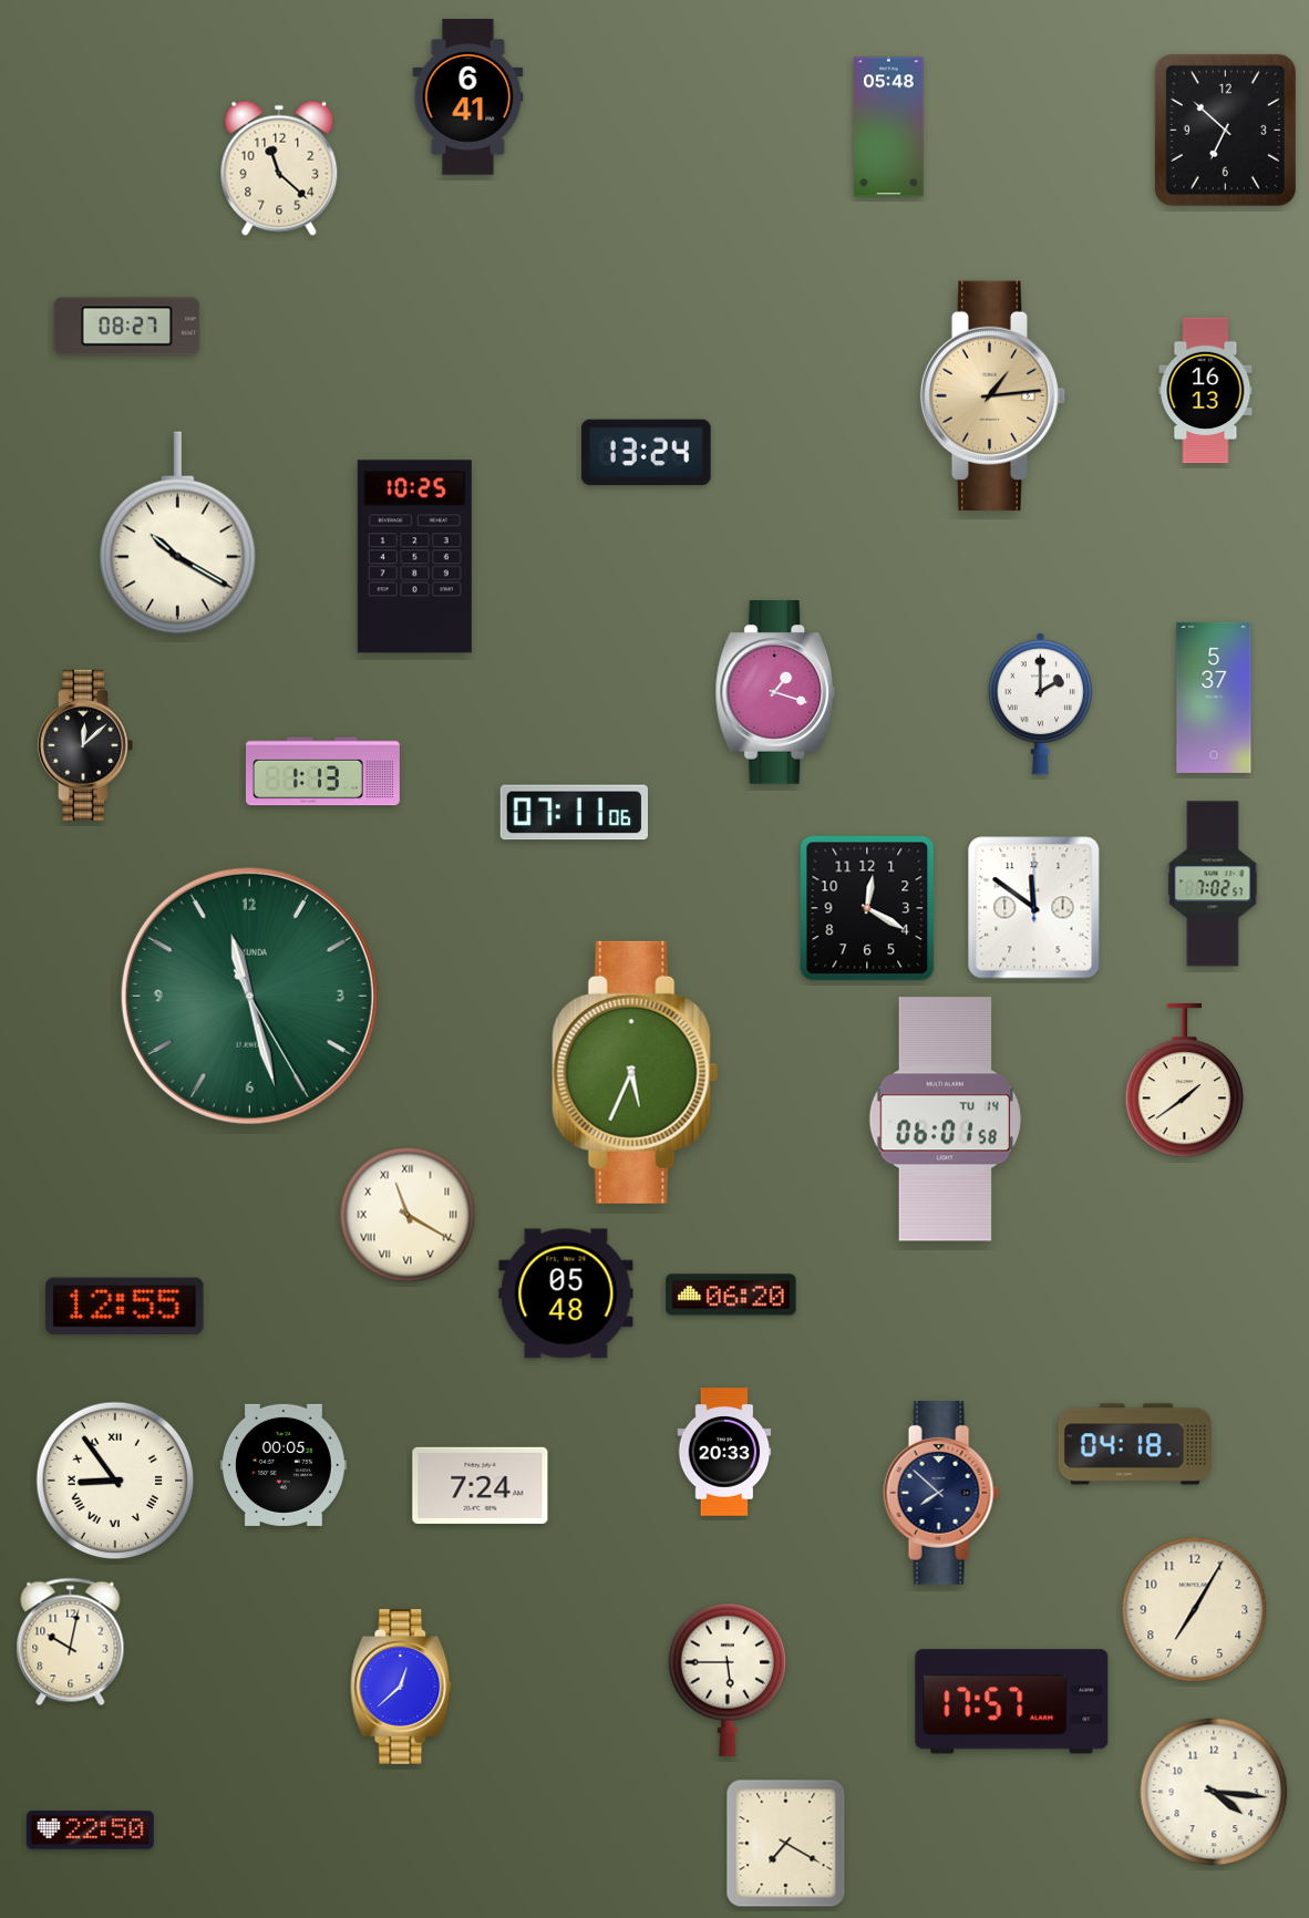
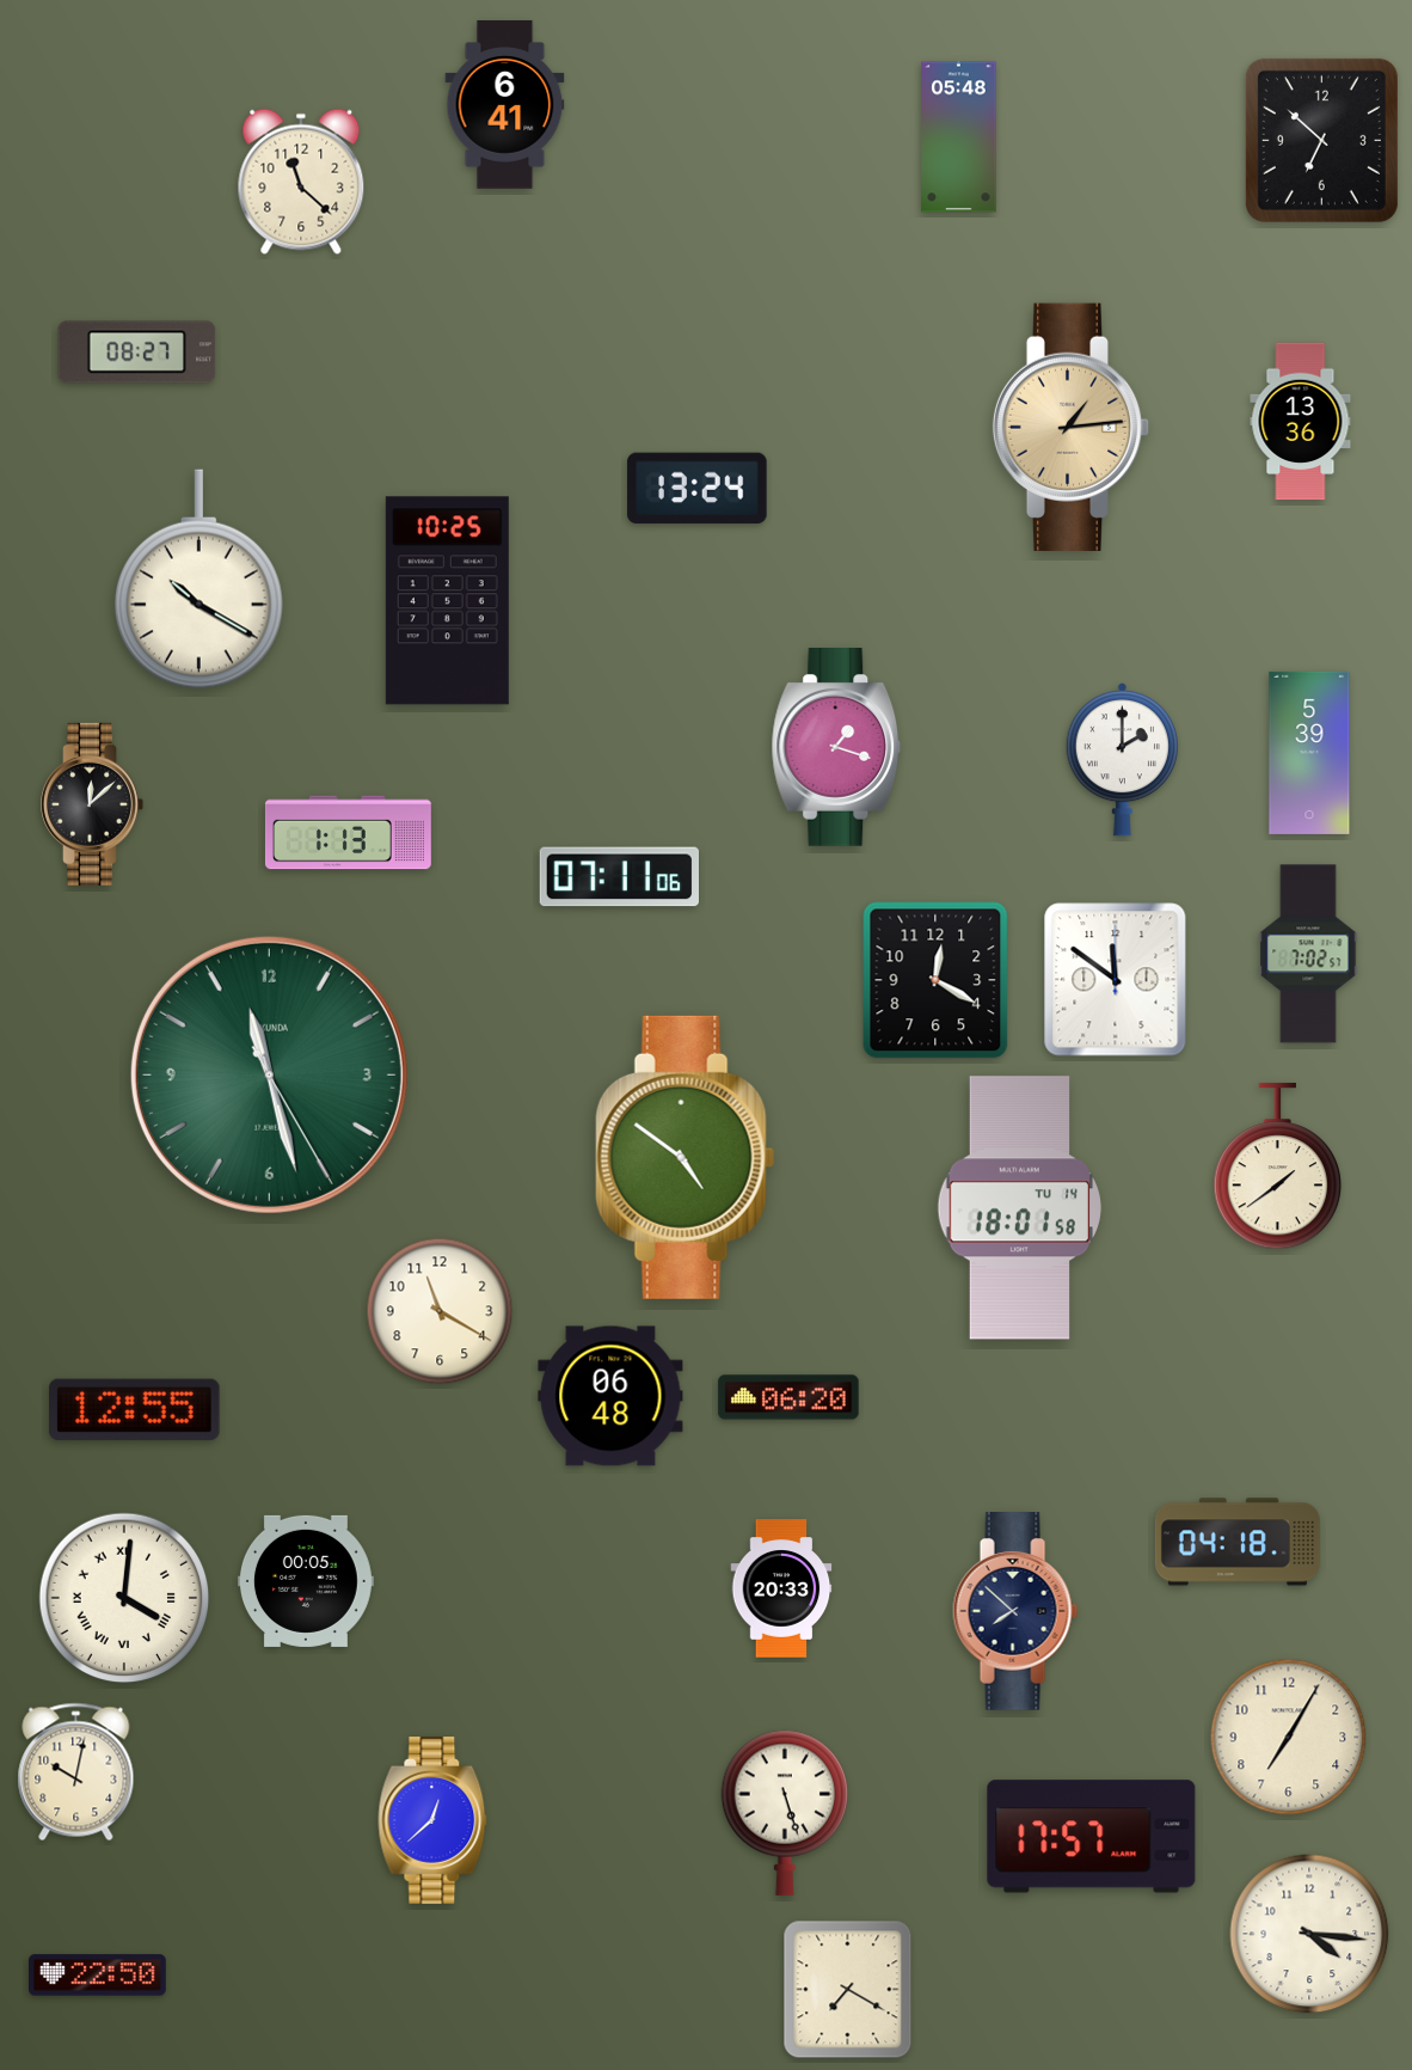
clock at (1206, 391): 16:13 -> 13:36
clock at (177, 534) position: (177, 534) -> (198, 580)
clock at (1214, 698): 5:37 -> 5:39
clock at (636, 1072): 5:34 -> 4:51
clock at (945, 1120): 06:01 -> 18:01
clock at (408, 1215) numerals: Roman -> Arabic
clock at (566, 1293): 05:48 -> 06:48
clock at (1135, 1444) position: (1135, 1444) -> (1238, 1542)
clock at (724, 1452) position: (724, 1452) -> (781, 1588)
clock at (115, 1481): 8:54 -> 4:01
clock at (481, 1485): 7:24 -> none
clock at (728, 1680): 5:45 -> 5:27
